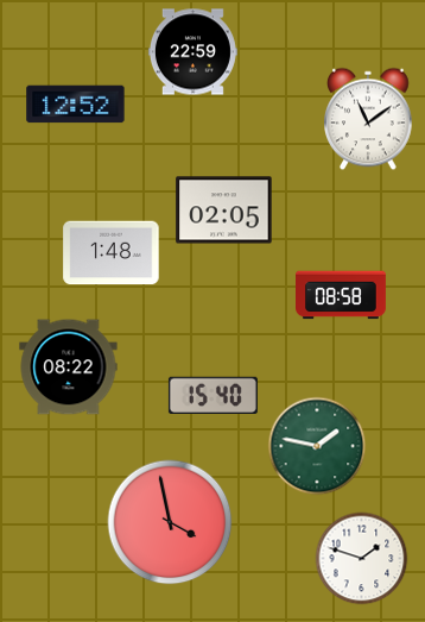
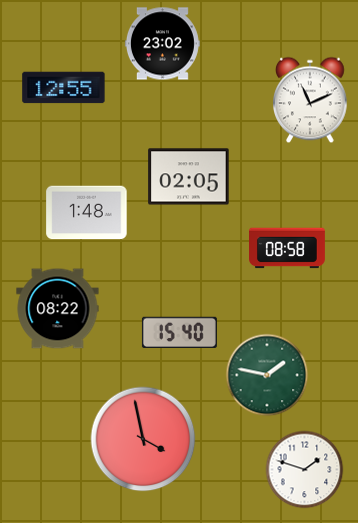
clock at (192, 52): 22:59 -> 23:02
clock at (76, 105): 12:52 -> 12:55
clock at (369, 119): 11:09 -> 11:11
clock at (112, 253) position: (112, 253) -> (87, 213)
